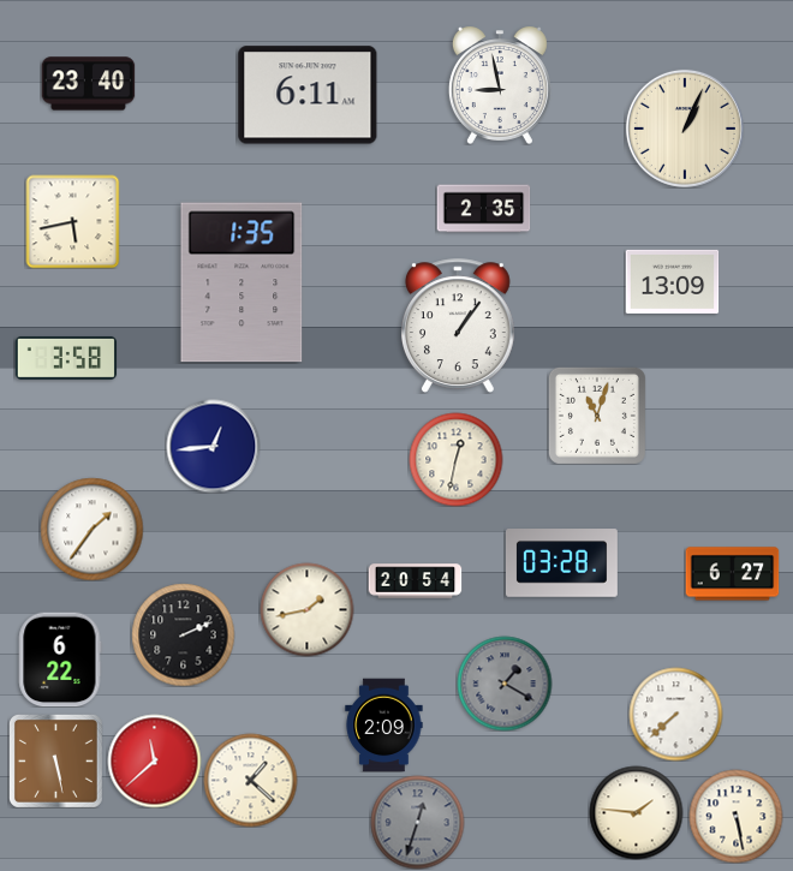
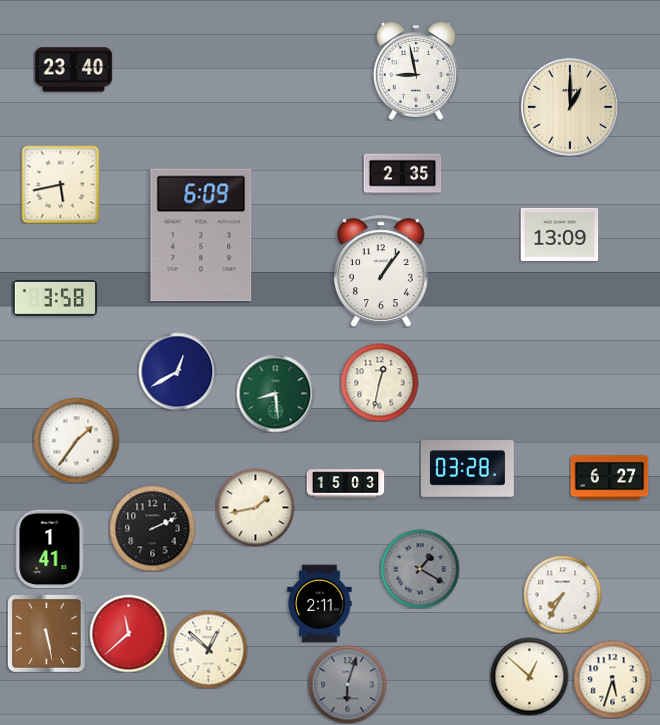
clock at (308, 95): 6:11 -> none
clock at (685, 129): 1:04 -> 1:00
clock at (242, 282): 1:35 -> 6:09
clock at (597, 416): 11:03 -> none
clock at (213, 446): 12:44 -> 12:40
clock at (275, 393): none -> 8:29
clock at (415, 581): 20:54 -> 15:03
clock at (60, 660): 6:22 -> 1:41
clock at (675, 714): 7:38 -> 7:35
clock at (384, 724): 2:09 -> 2:11
clock at (250, 780): 1:22 -> 12:52
clock at (636, 812): 1:46 -> 12:52
clock at (735, 816): 5:28 -> 5:33
clock at (417, 822): 12:33 -> 6:03
